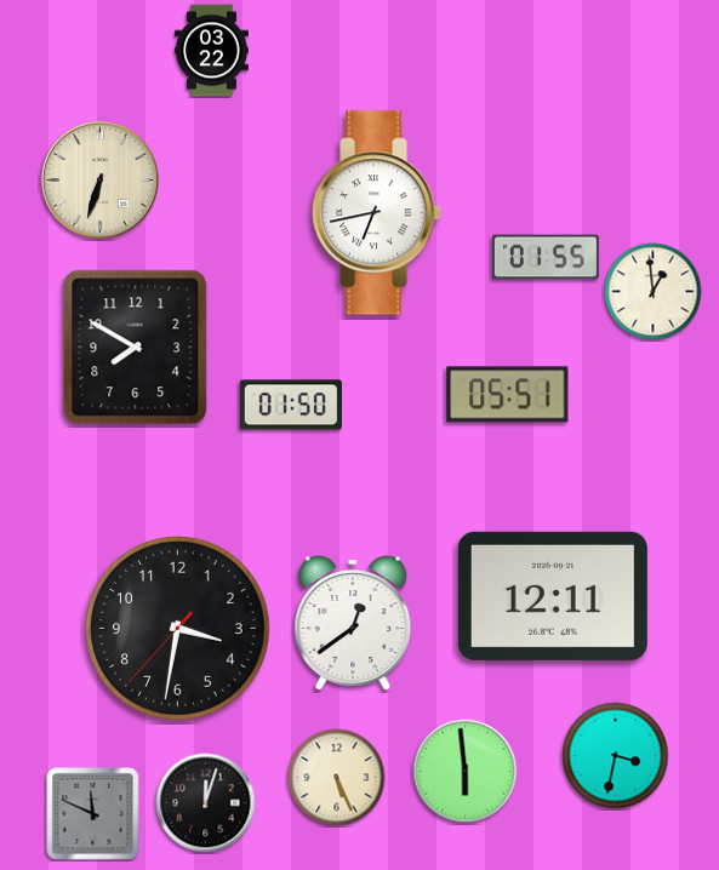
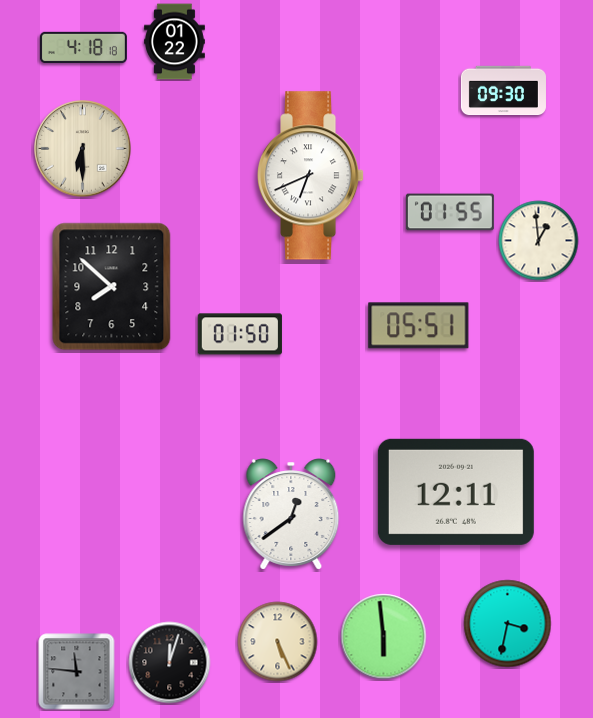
clock at (212, 51): 03:22 -> 01:22
clock at (83, 48): none -> 4:18
clock at (503, 91): none -> 09:30
clock at (101, 181): 6:33 -> 6:30
clock at (377, 213): 6:43 -> 6:41
clock at (136, 348): 7:50 -> 7:52
clock at (178, 629): 3:31 -> none
clock at (93, 814): 11:49 -> 11:46
